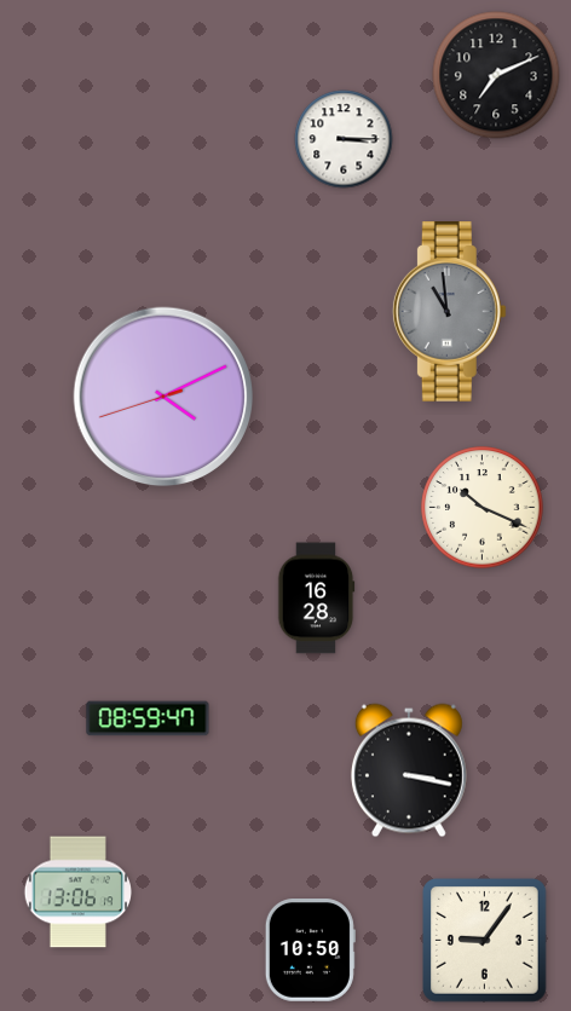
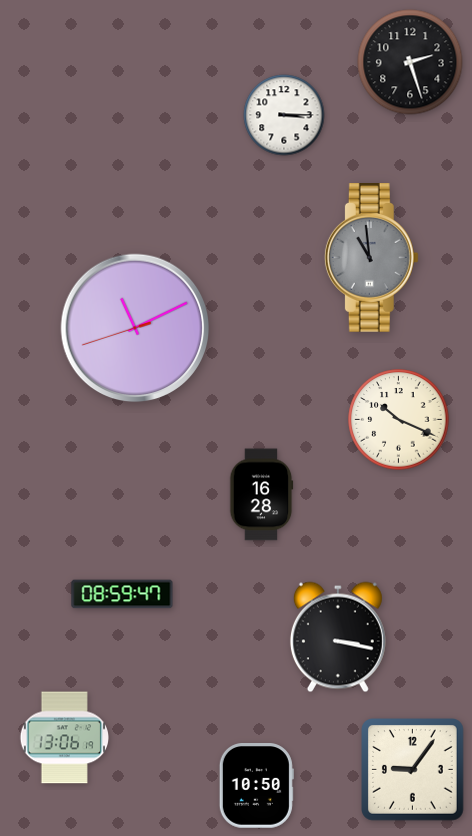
clock at (496, 75): 7:11 -> 2:27
clock at (163, 397): 4:10 -> 11:10
clock at (485, 941) position: (485, 941) -> (413, 770)
